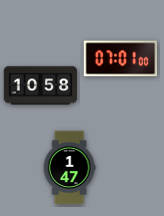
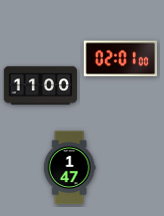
clock at (121, 59): 07:01 -> 02:01
clock at (41, 86): 10:58 -> 11:00
